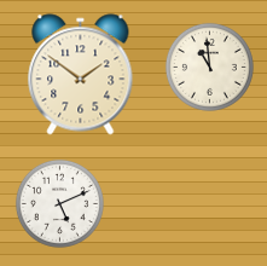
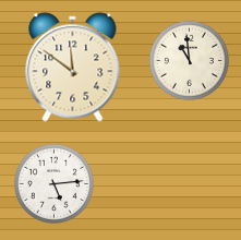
clock at (81, 75): 1:51 -> 11:51
clock at (59, 203): 5:11 -> 5:14
